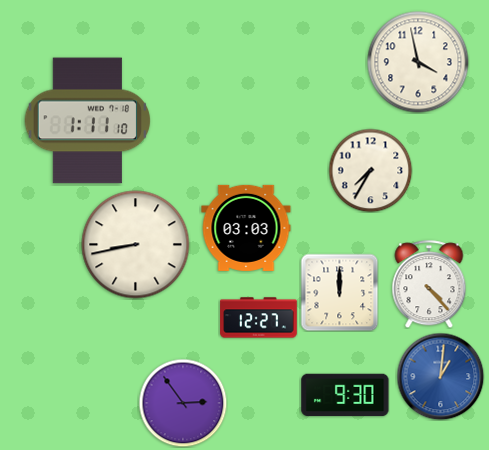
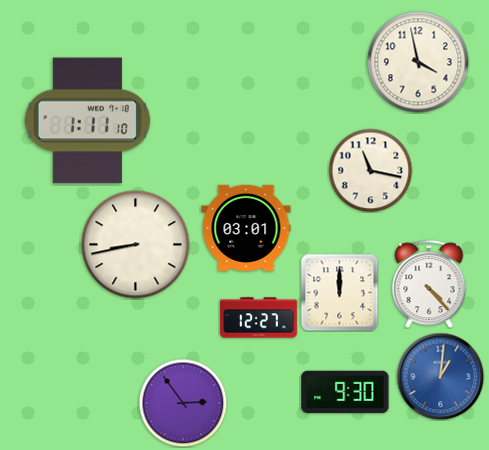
clock at (370, 170): 7:35 -> 11:17
clock at (246, 228): 03:03 -> 03:01
clock at (345, 395) position: (345, 395) -> (345, 392)
